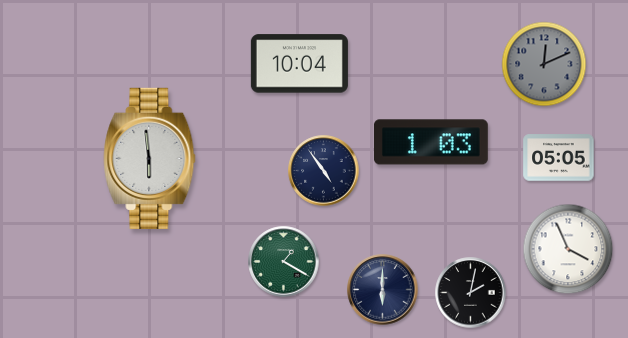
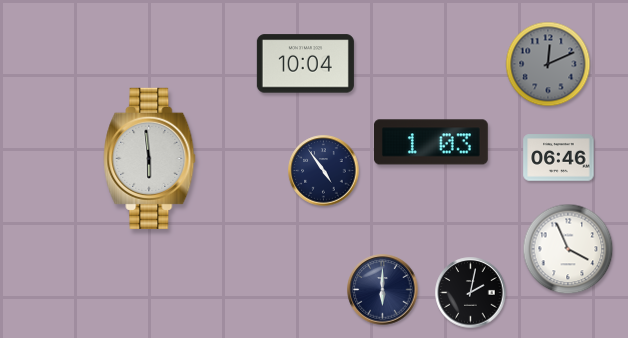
clock at (299, 64) position: (299, 64) -> (305, 64)
clock at (544, 64) position: (544, 64) -> (548, 64)
clock at (559, 158): 05:05 -> 06:46
clock at (284, 262): 1:20 -> none
